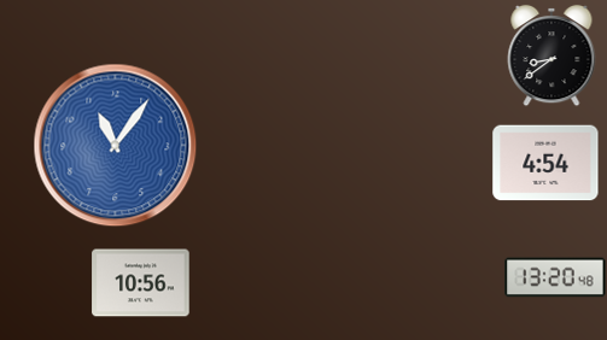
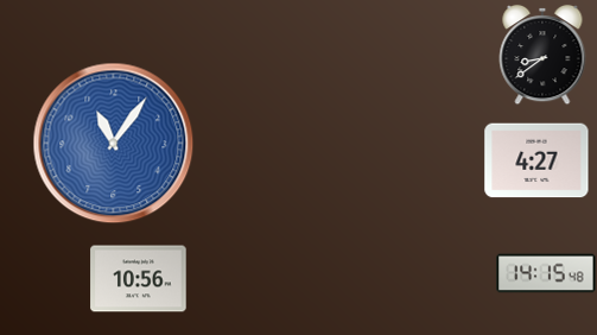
clock at (545, 163): 4:54 -> 4:27
clock at (555, 277): 13:20 -> 14:15
